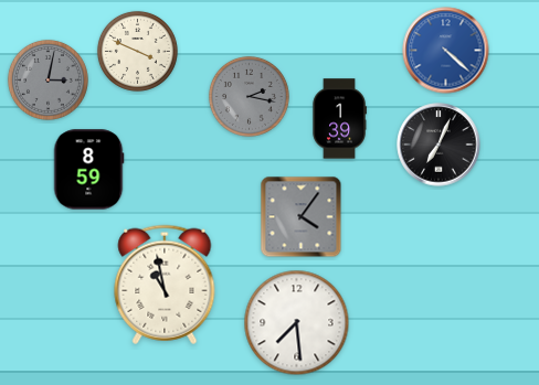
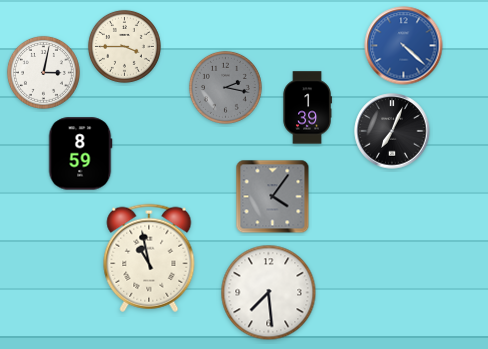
clock at (137, 51): 3:49 -> 3:45
clock at (47, 79) dial: grey -> white
clock at (438, 145) position: (438, 145) -> (392, 131)
